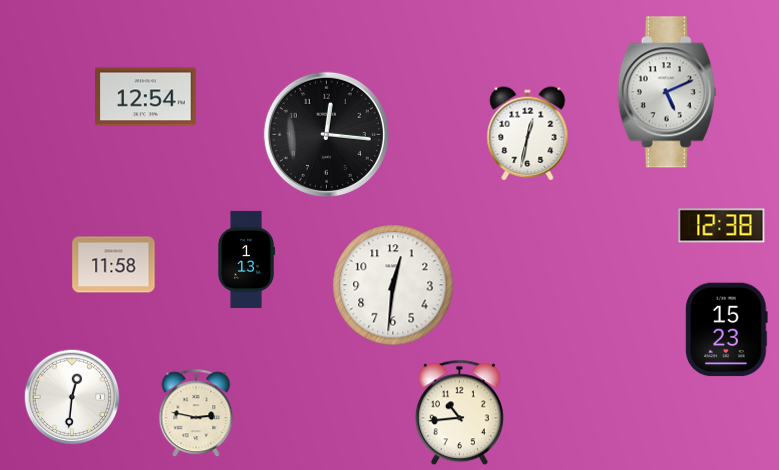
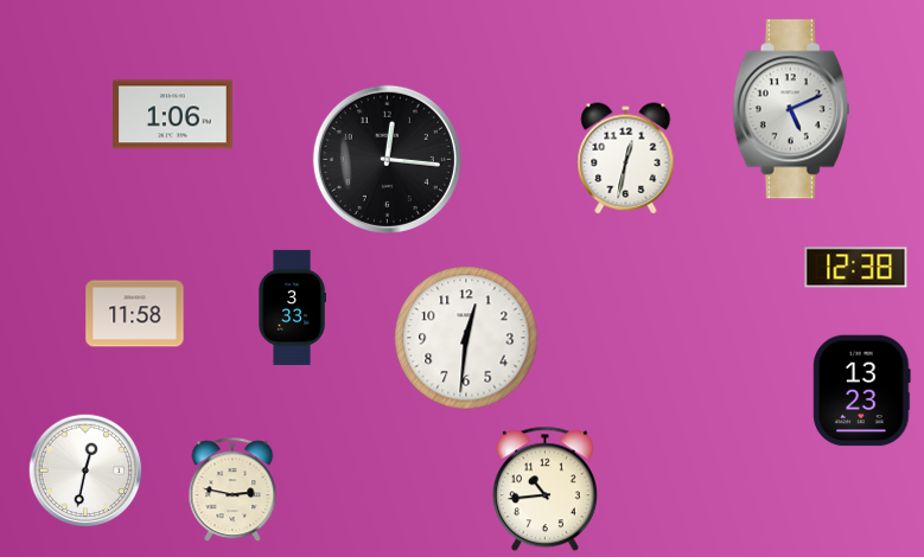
clock at (146, 97): 12:54 -> 1:06
clock at (246, 259): 1:13 -> 3:33
clock at (727, 330): 15:23 -> 13:23
clock at (72, 397): 12:31 -> 12:32
